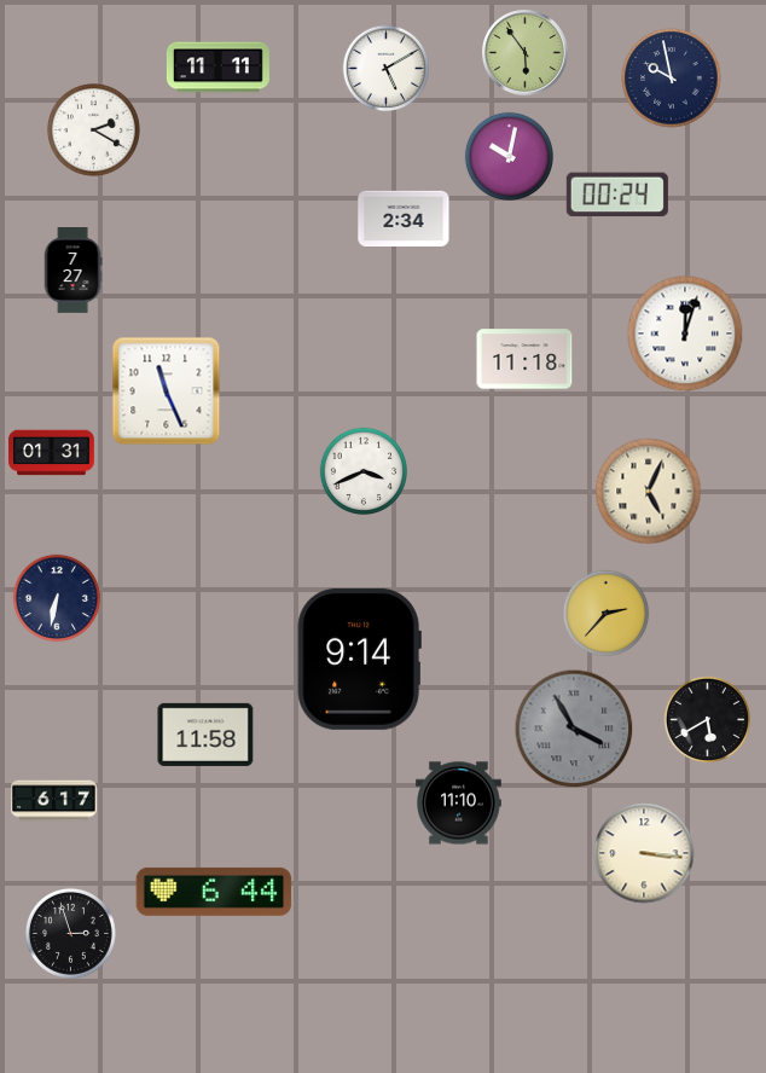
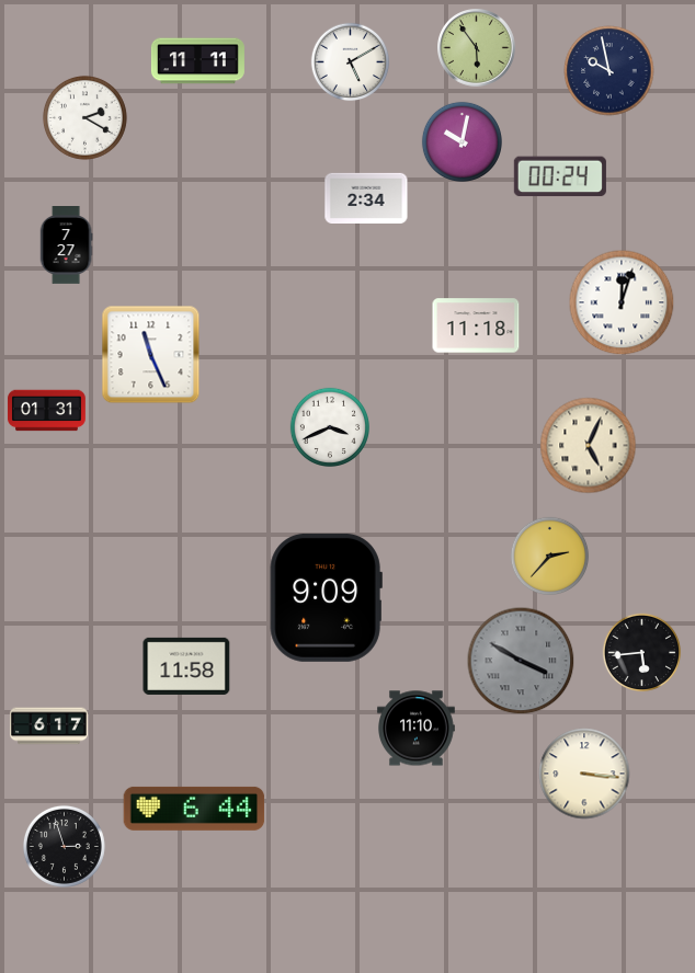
clock at (56, 597): 6:32 -> none
clock at (359, 659): 9:14 -> 9:09
clock at (708, 720): 5:40 -> 5:44
clock at (574, 729): 3:55 -> 3:50
